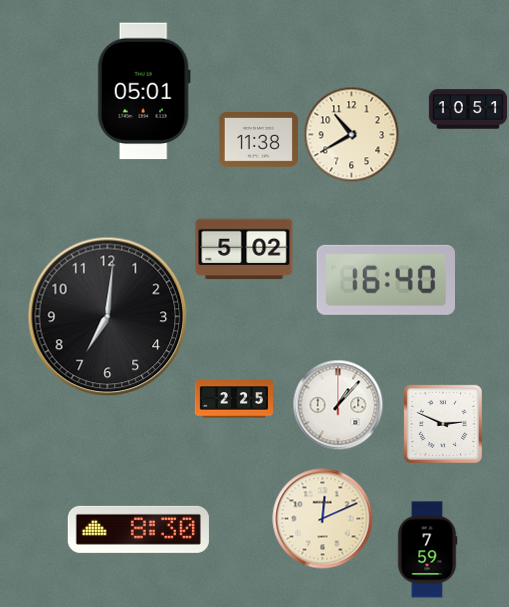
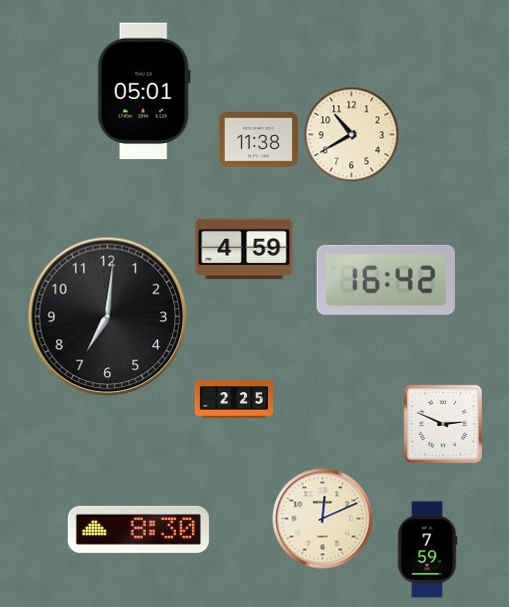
clock at (467, 109): 10:51 -> none
clock at (244, 249): 5:02 -> 4:59
clock at (385, 280): 16:40 -> 16:42
clock at (338, 405): 1:07 -> none
